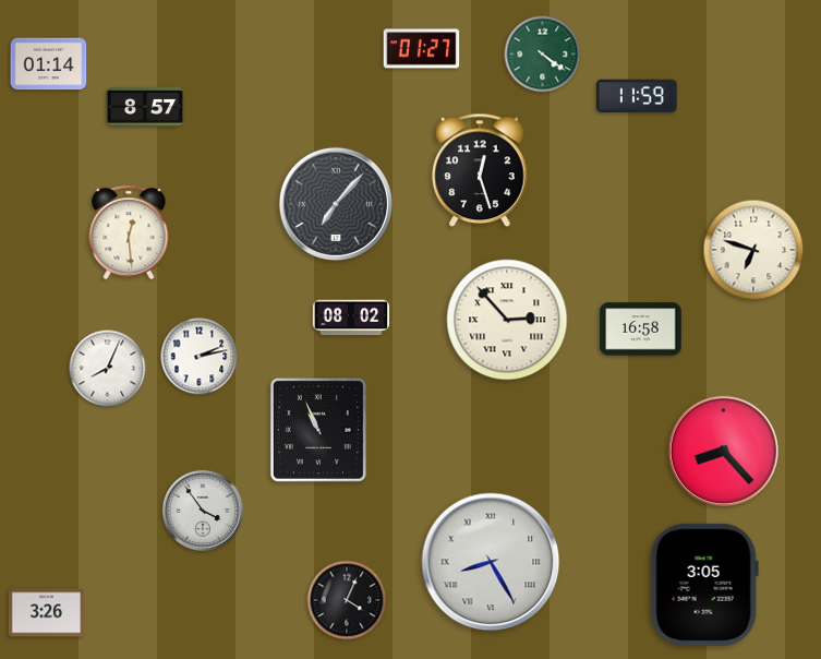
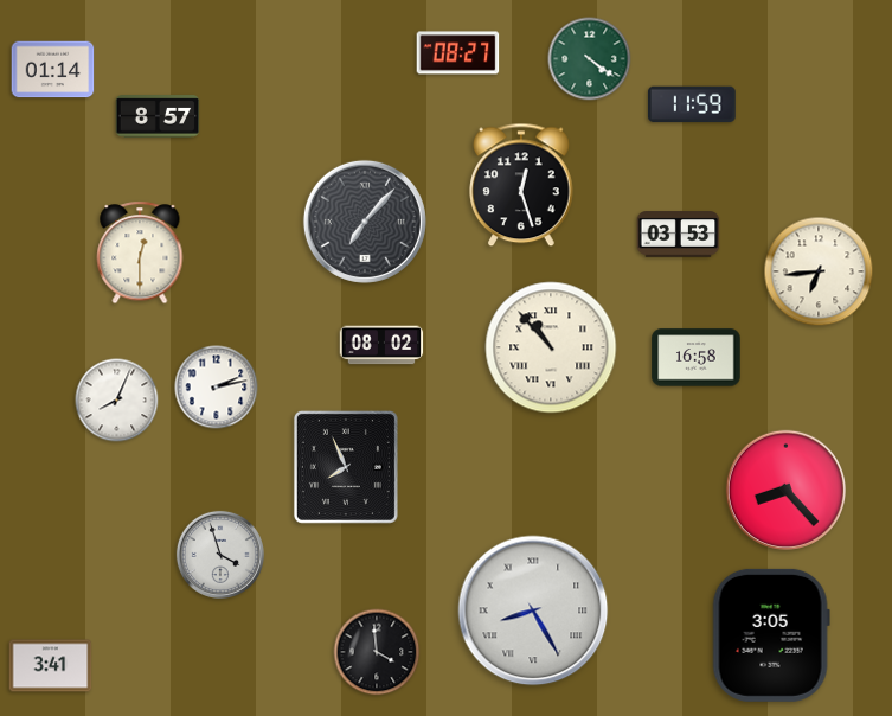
clock at (422, 49): 01:27 -> 08:27
clock at (679, 235): none -> 03:53
clock at (129, 232): 12:29 -> 12:30
clock at (753, 250): 6:48 -> 6:44
clock at (507, 320): 2:53 -> 10:53
clock at (318, 430): 10:56 -> 7:56
clock at (203, 511): 3:54 -> 3:57
clock at (704, 585) position: (704, 585) -> (771, 635)
clock at (347, 600): 4:04 -> 3:59
clock at (47, 613): 3:26 -> 3:41
